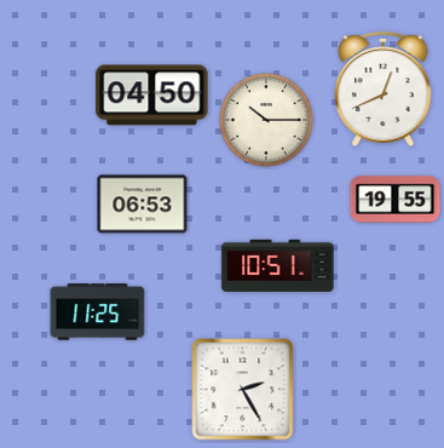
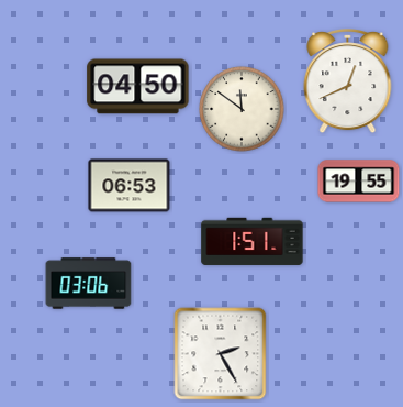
clock at (266, 120): 10:15 -> 11:51
clock at (278, 265): 10:51 -> 1:51
clock at (98, 312): 11:25 -> 03:06
